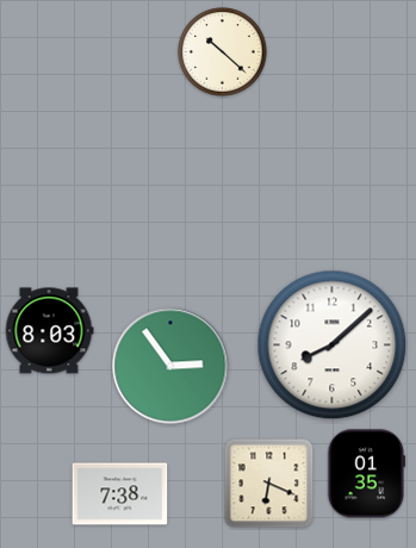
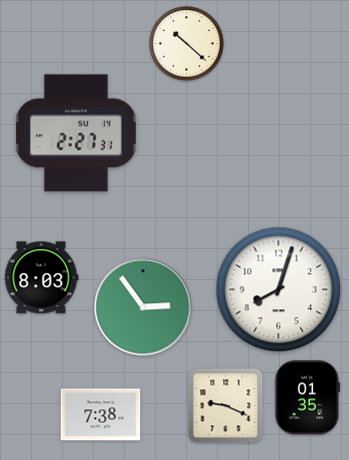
clock at (76, 133): none -> 2:27
clock at (333, 345): 8:08 -> 8:03
clock at (269, 484): 6:19 -> 9:19
